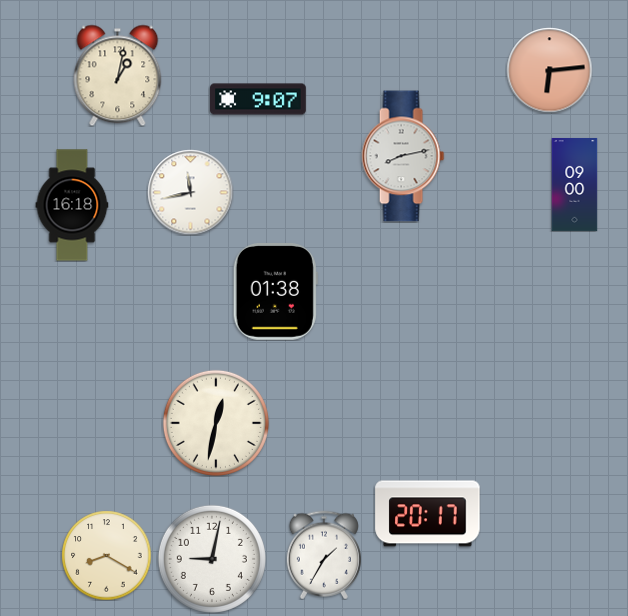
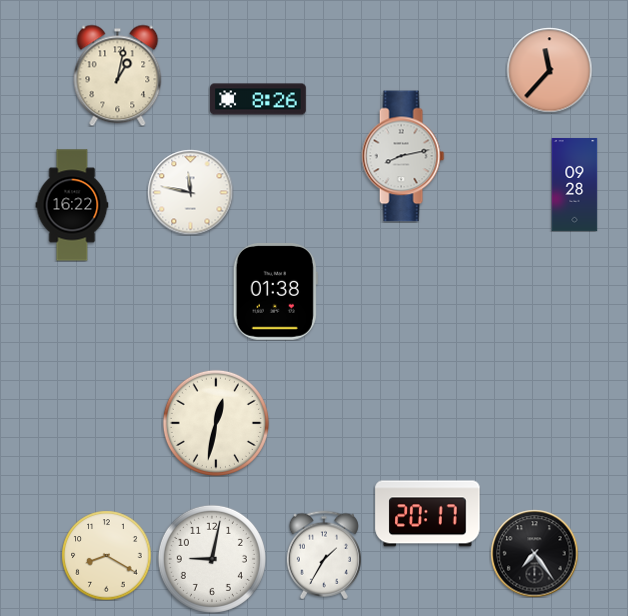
clock at (549, 70): 6:14 -> 11:37
clock at (259, 99): 9:07 -> 8:26
clock at (575, 184): 09:00 -> 09:28
clock at (190, 192): 11:43 -> 11:47
clock at (72, 205): 16:18 -> 16:22
clock at (534, 553): none -> 7:24
